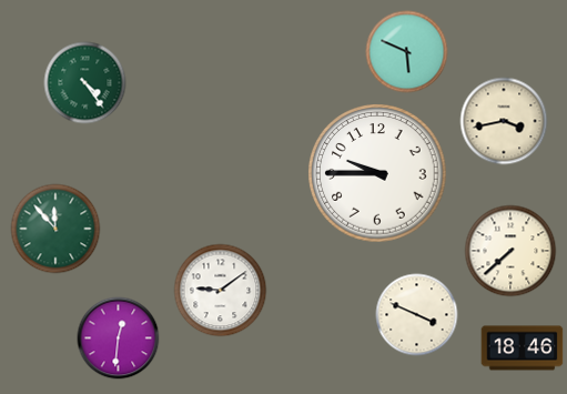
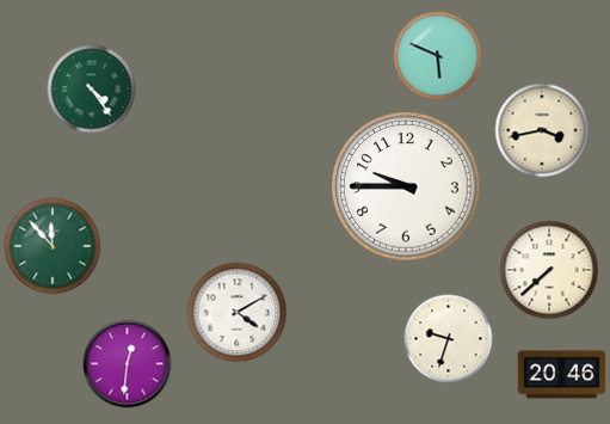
clock at (55, 229) position: (55, 229) -> (53, 246)
clock at (221, 291): 9:09 -> 4:10
clock at (417, 315): 3:49 -> 9:33
clock at (523, 348): 18:46 -> 20:46
